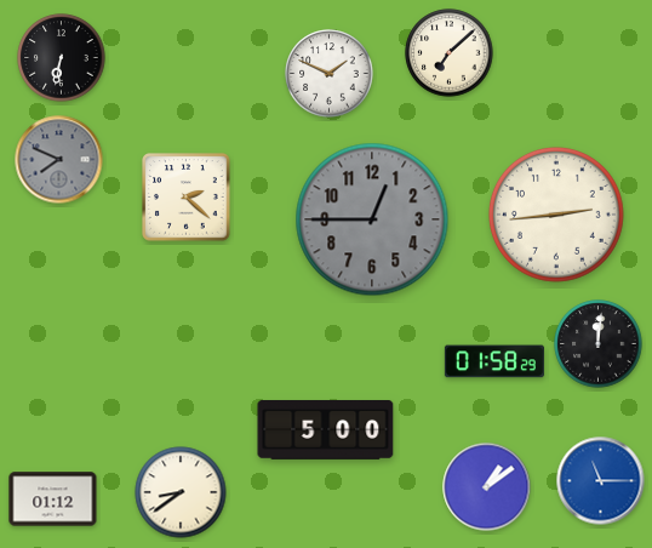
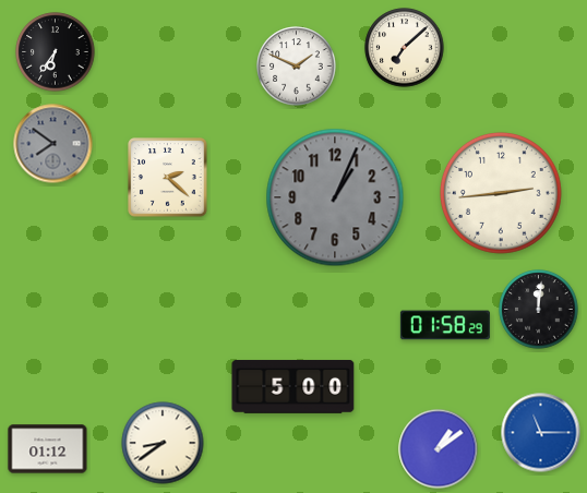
clock at (62, 58): 6:32 -> 6:36
clock at (59, 160): 7:49 -> 7:51
clock at (372, 219): 12:45 -> 1:04
clock at (487, 487) position: (487, 487) -> (439, 449)
